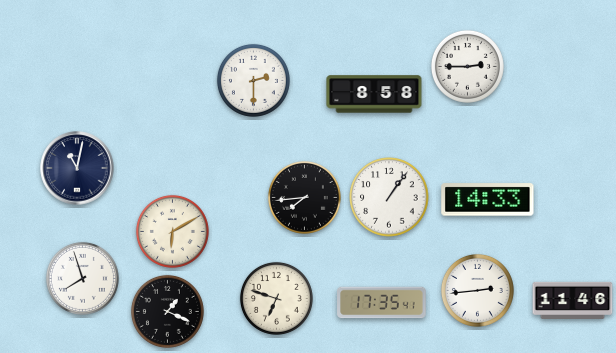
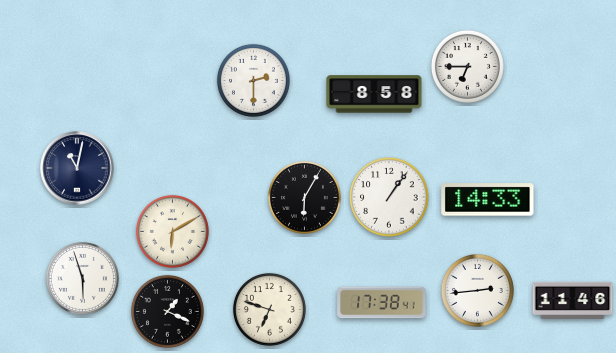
clock at (467, 66): 2:45 -> 6:45
clock at (304, 197): 7:44 -> 6:05
clock at (82, 278): 7:57 -> 5:57
clock at (276, 298) position: (276, 298) -> (269, 309)
clock at (382, 303): 17:35 -> 17:38
